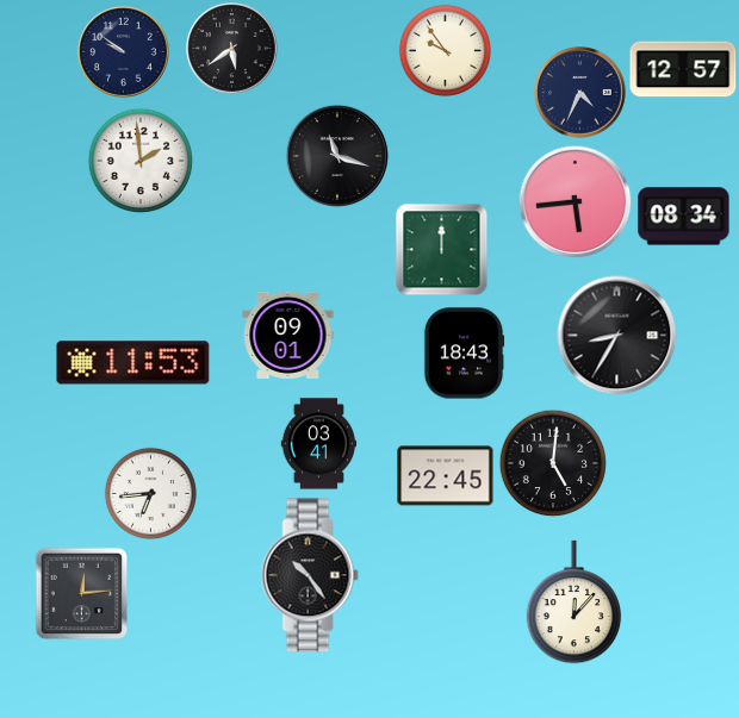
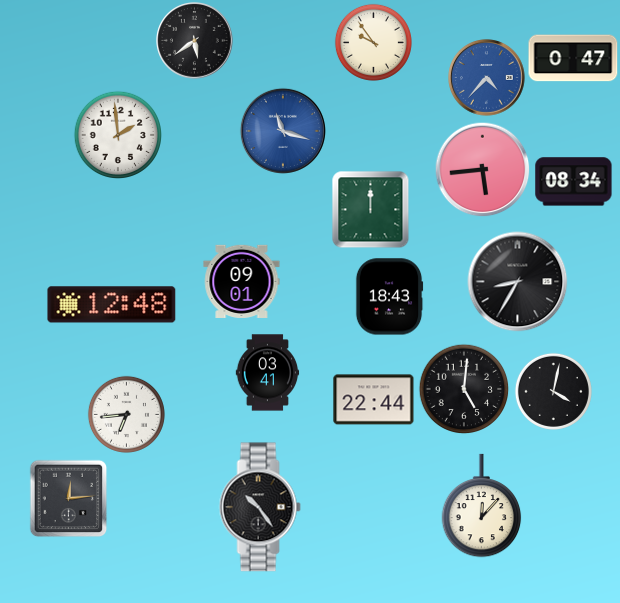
clock at (124, 52): 9:51 -> none
clock at (683, 69): 12:57 -> 0:47
clock at (580, 93): 4:34 -> 4:37
clock at (580, 93) dial: navy -> blue
clock at (337, 156) dial: black -> blue
clock at (133, 363): 11:53 -> 12:48
clock at (553, 391): none -> 4:02
clock at (446, 476): 22:45 -> 22:44
clock at (310, 575) position: (310, 575) -> (260, 507)
